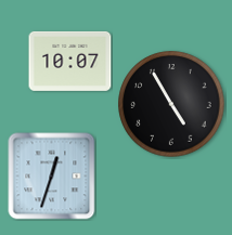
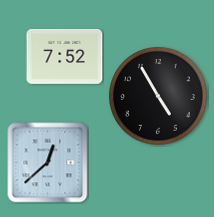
clock at (70, 61): 10:07 -> 7:52
clock at (52, 177): 12:33 -> 12:38
